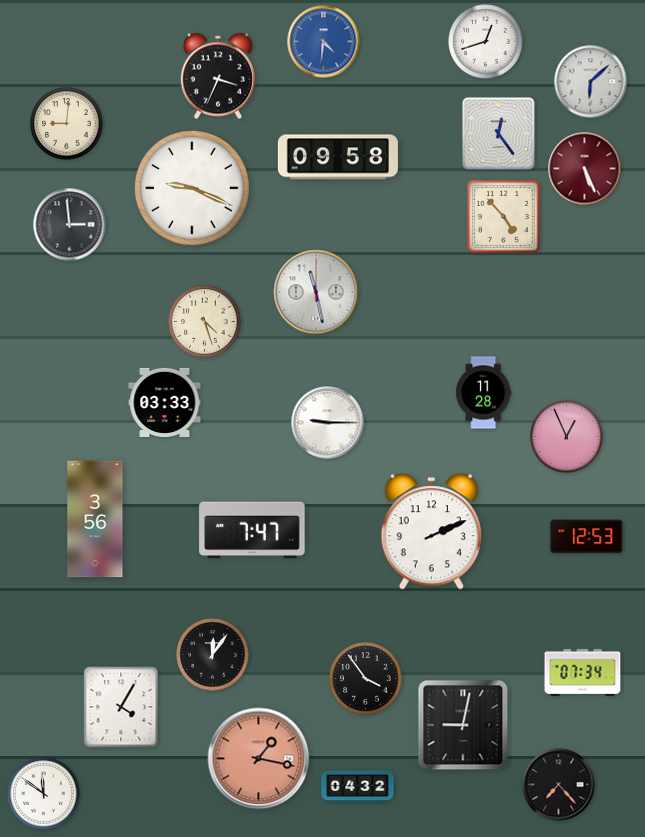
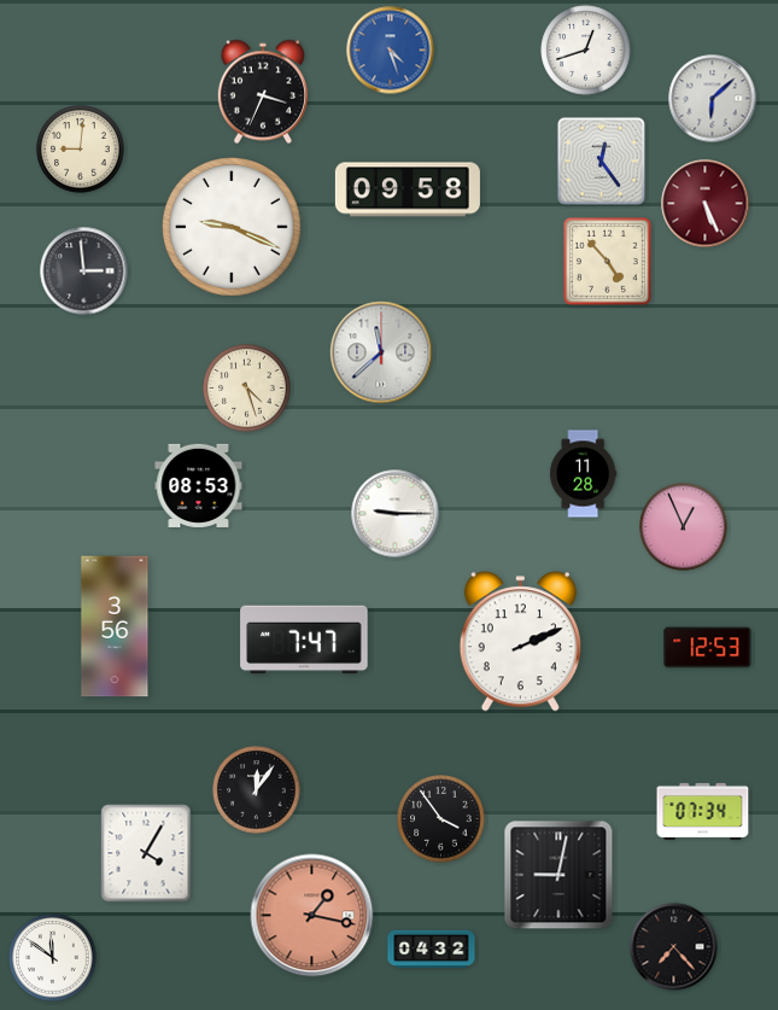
clock at (324, 42): 4:31 -> 4:27
clock at (316, 292): 11:28 -> 11:38
clock at (165, 402): 03:33 -> 08:53
clock at (328, 423) position: (328, 423) -> (396, 514)
